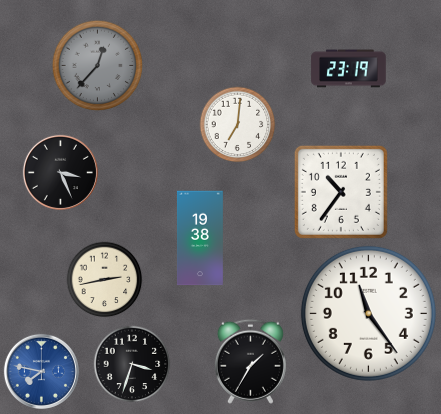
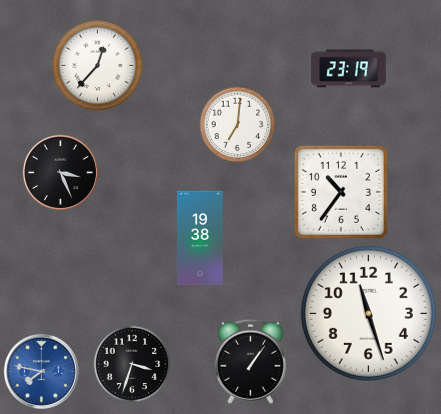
clock at (98, 66) dial: grey -> white
clock at (105, 280): 2:43 -> none
clock at (368, 313): 11:24 -> 11:27
clock at (250, 361): 1:35 -> 1:06
